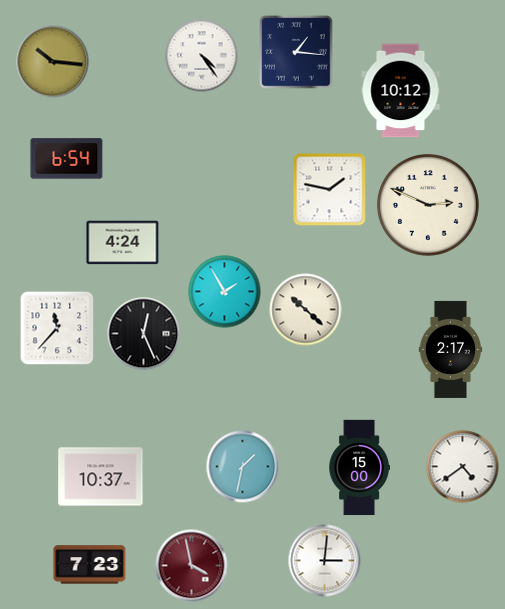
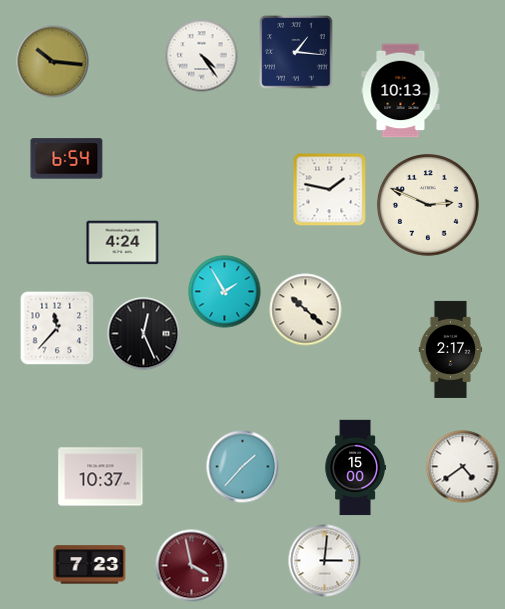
clock at (401, 91): 10:12 -> 10:13
clock at (243, 467): 1:32 -> 1:37
clock at (359, 468) position: (359, 468) -> (355, 468)
